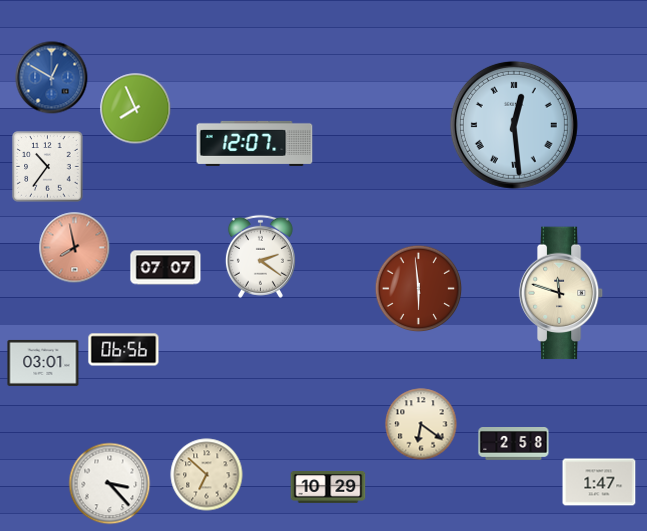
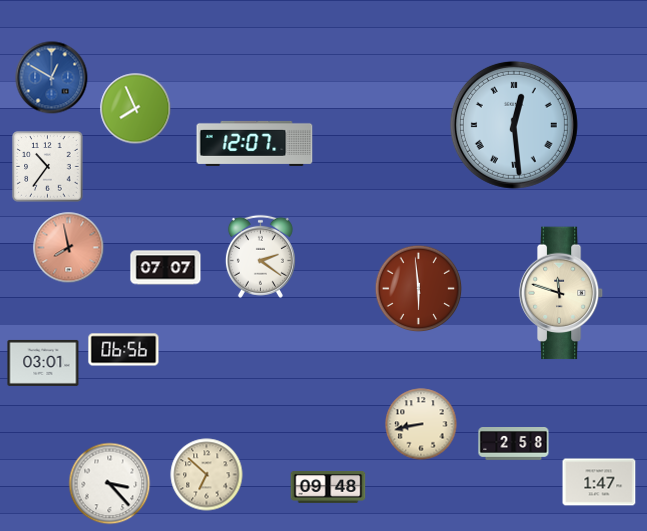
clock at (75, 248) position: (75, 248) -> (69, 248)
clock at (421, 424): 6:21 -> 8:43
clock at (328, 488): 10:29 -> 09:48
